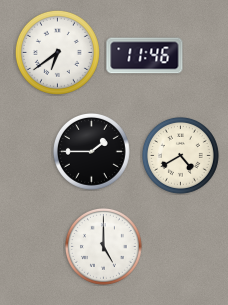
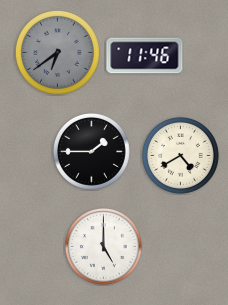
clock at (57, 52) dial: white -> grey
